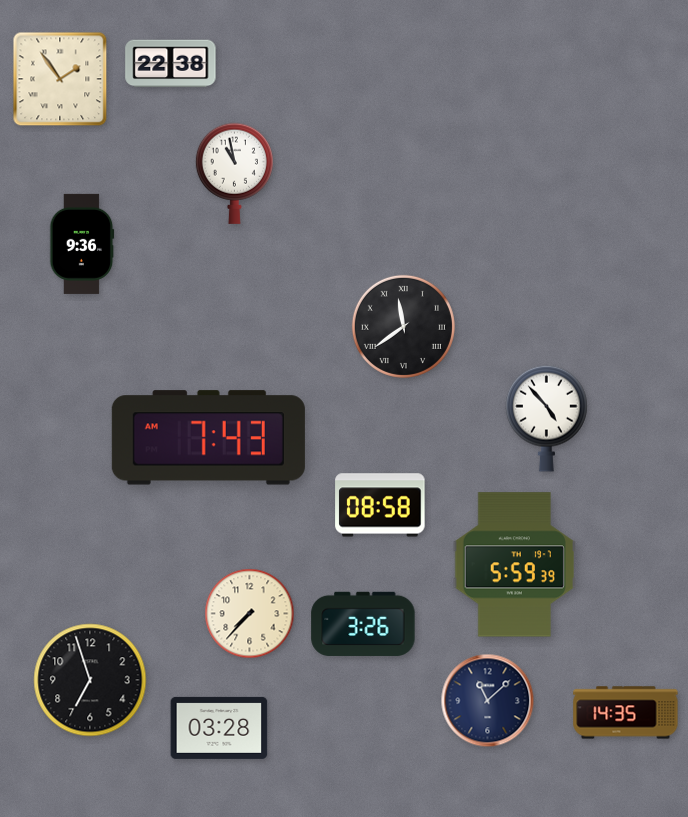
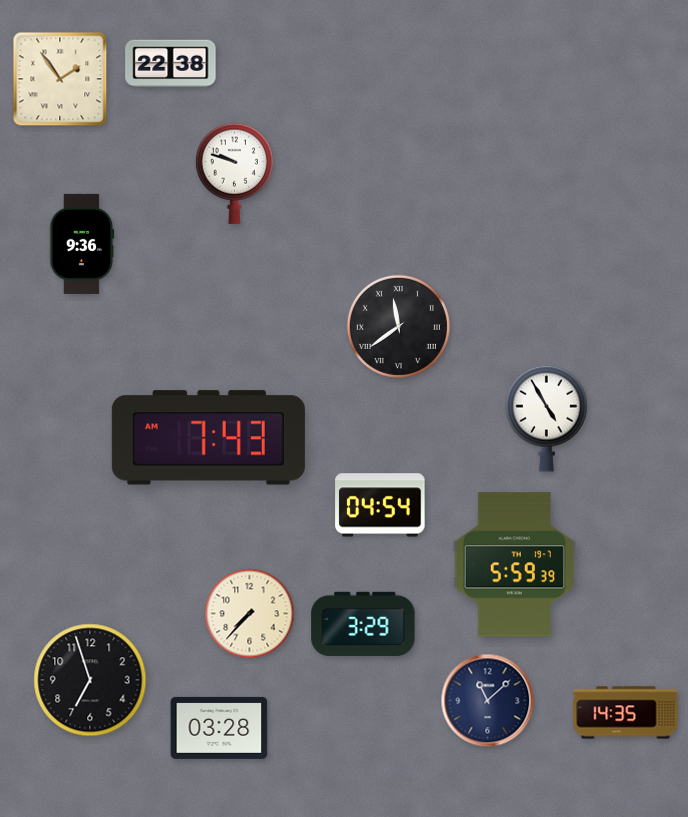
clock at (234, 173): 10:58 -> 9:48
clock at (403, 326) position: (403, 326) -> (398, 326)
clock at (547, 418): 4:53 -> 4:55
clock at (380, 505): 08:58 -> 04:54
clock at (363, 624): 3:26 -> 3:29
